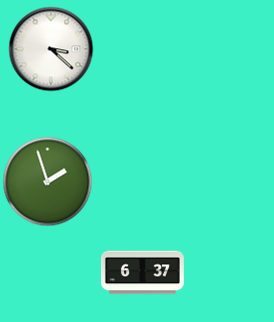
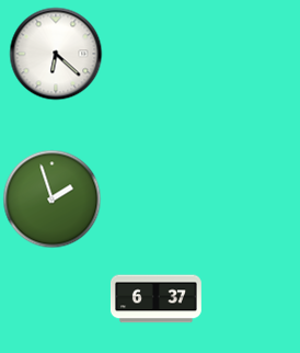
clock at (51, 49): 3:22 -> 6:22
